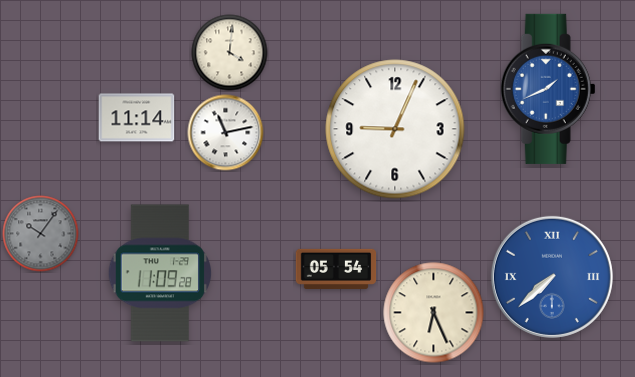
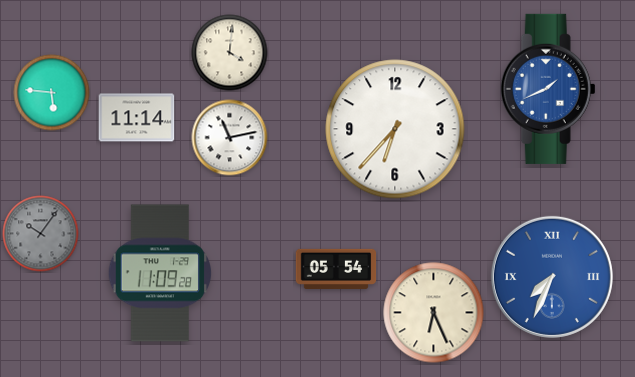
clock at (52, 93): none -> 5:46
clock at (395, 129): 9:04 -> 6:37
clock at (226, 133) position: (226, 133) -> (230, 138)
clock at (552, 277): 7:38 -> 7:34
